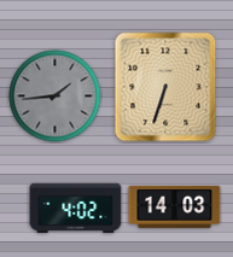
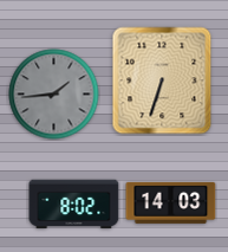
clock at (165, 87) position: (165, 87) -> (162, 80)
clock at (76, 209): 4:02 -> 8:02
